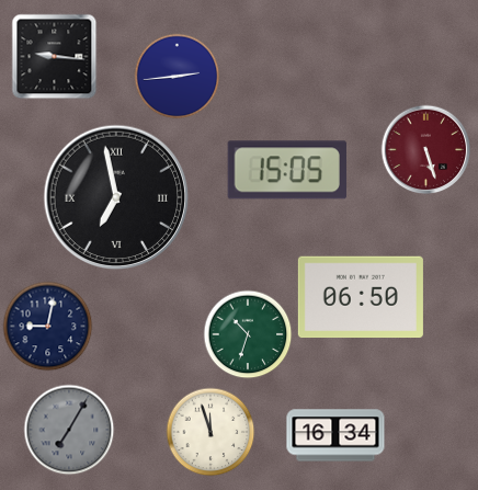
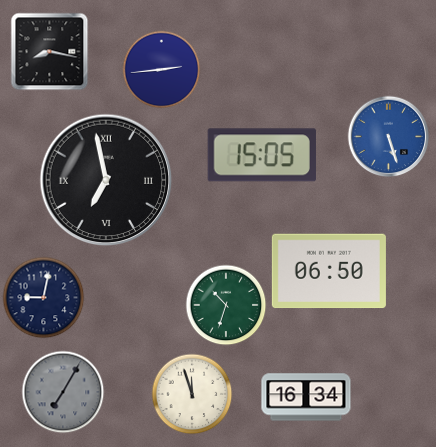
clock at (54, 56): 9:16 -> 8:17
clock at (425, 149) dial: burgundy -> blue
